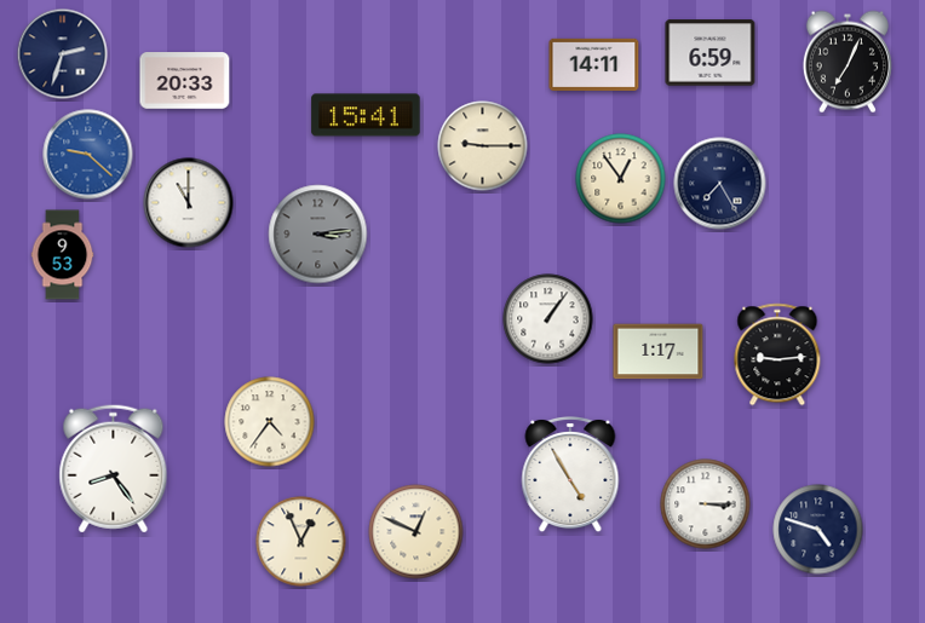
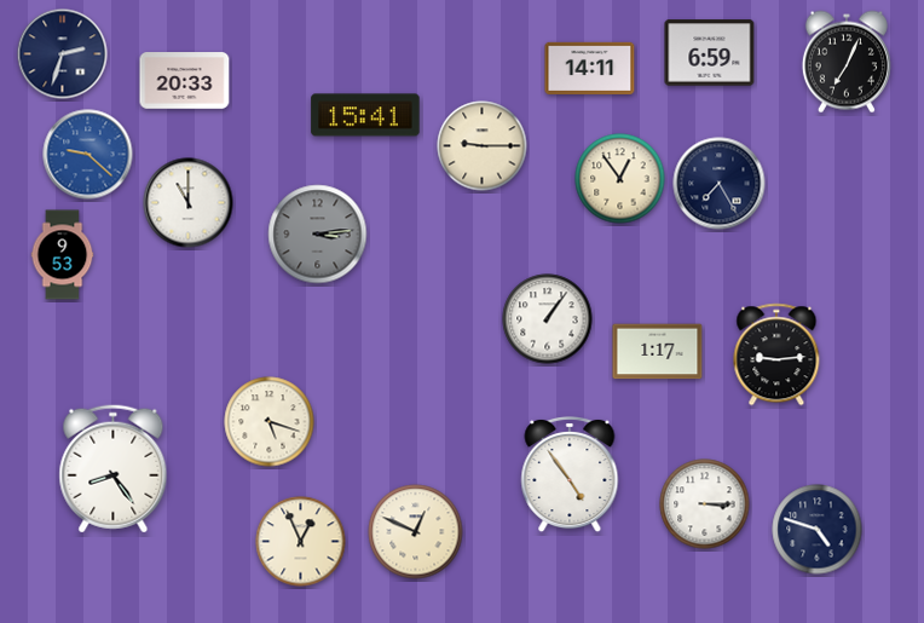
clock at (594, 64) position: (594, 64) -> (590, 68)
clock at (270, 422): 4:36 -> 5:18
clock at (570, 474): 4:55 -> 4:54
